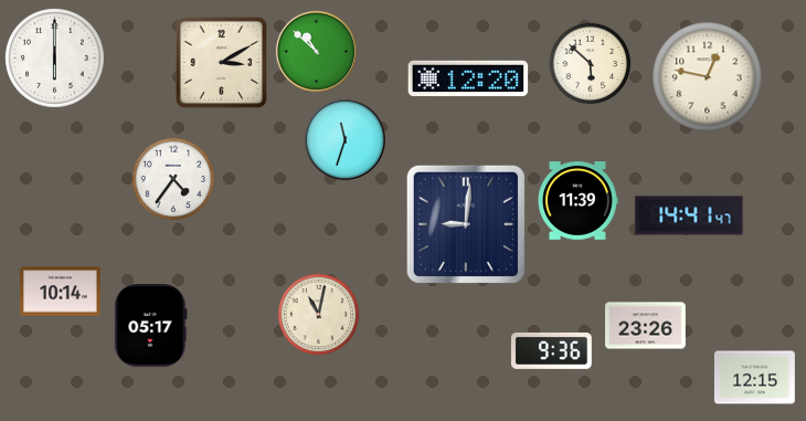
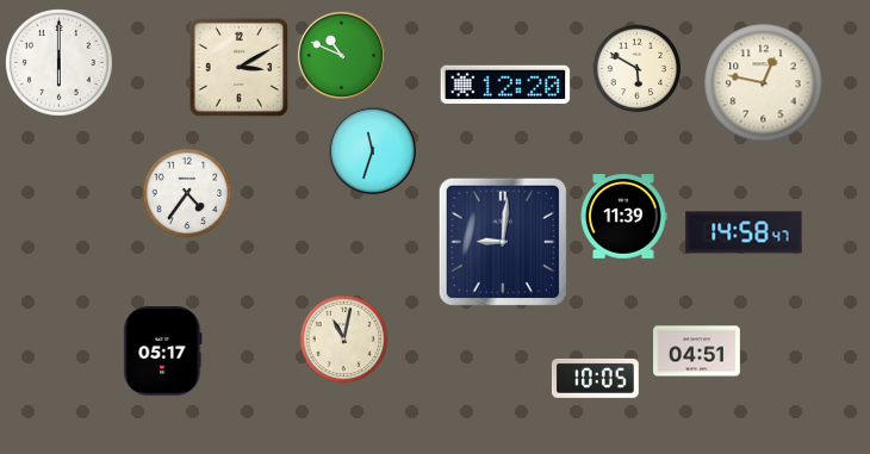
clock at (316, 51): 10:52 -> 10:49
clock at (591, 64): 5:52 -> 5:50
clock at (689, 215): 14:41 -> 14:58
clock at (61, 292): 10:14 -> none
clock at (646, 326): 23:26 -> 04:51
clock at (551, 350): 9:36 -> 10:05
clock at (754, 378): 12:15 -> none
